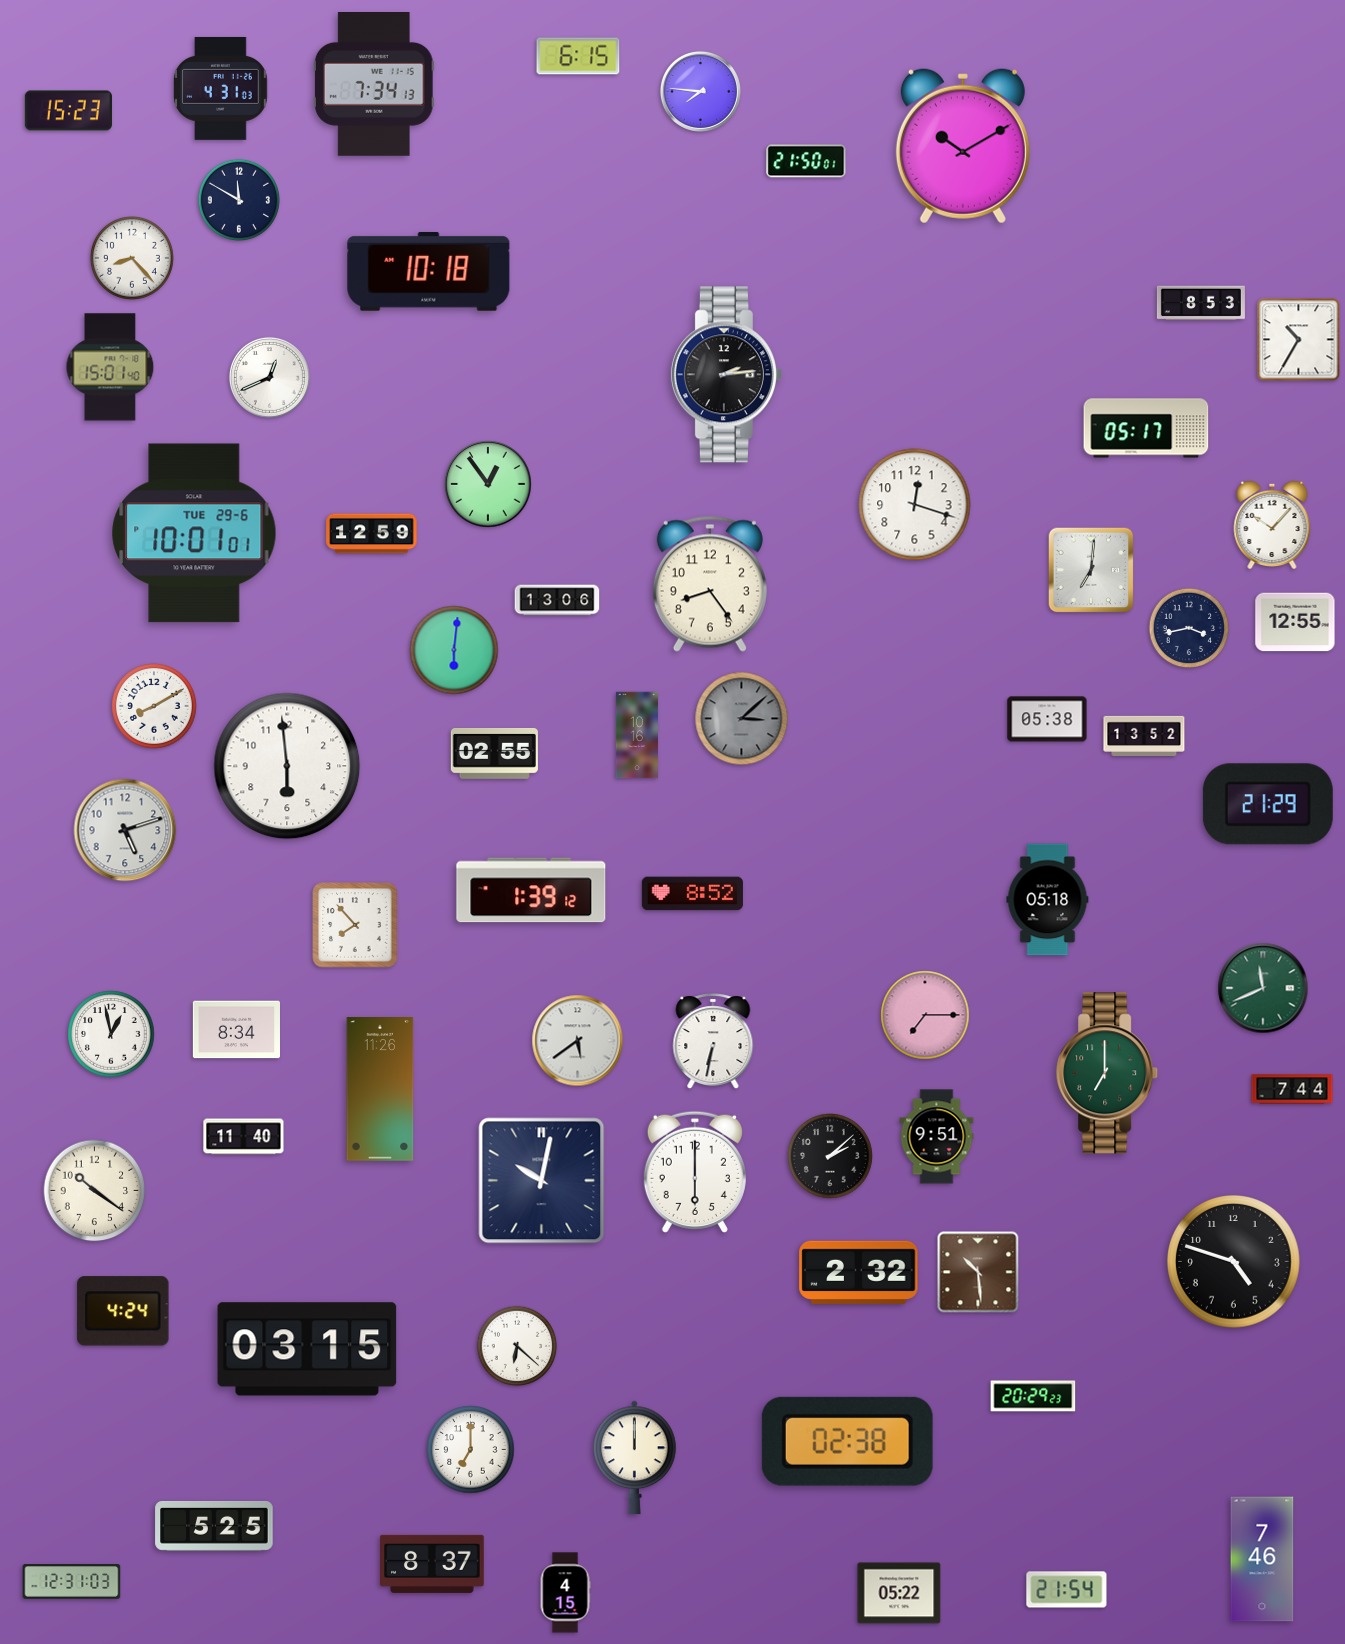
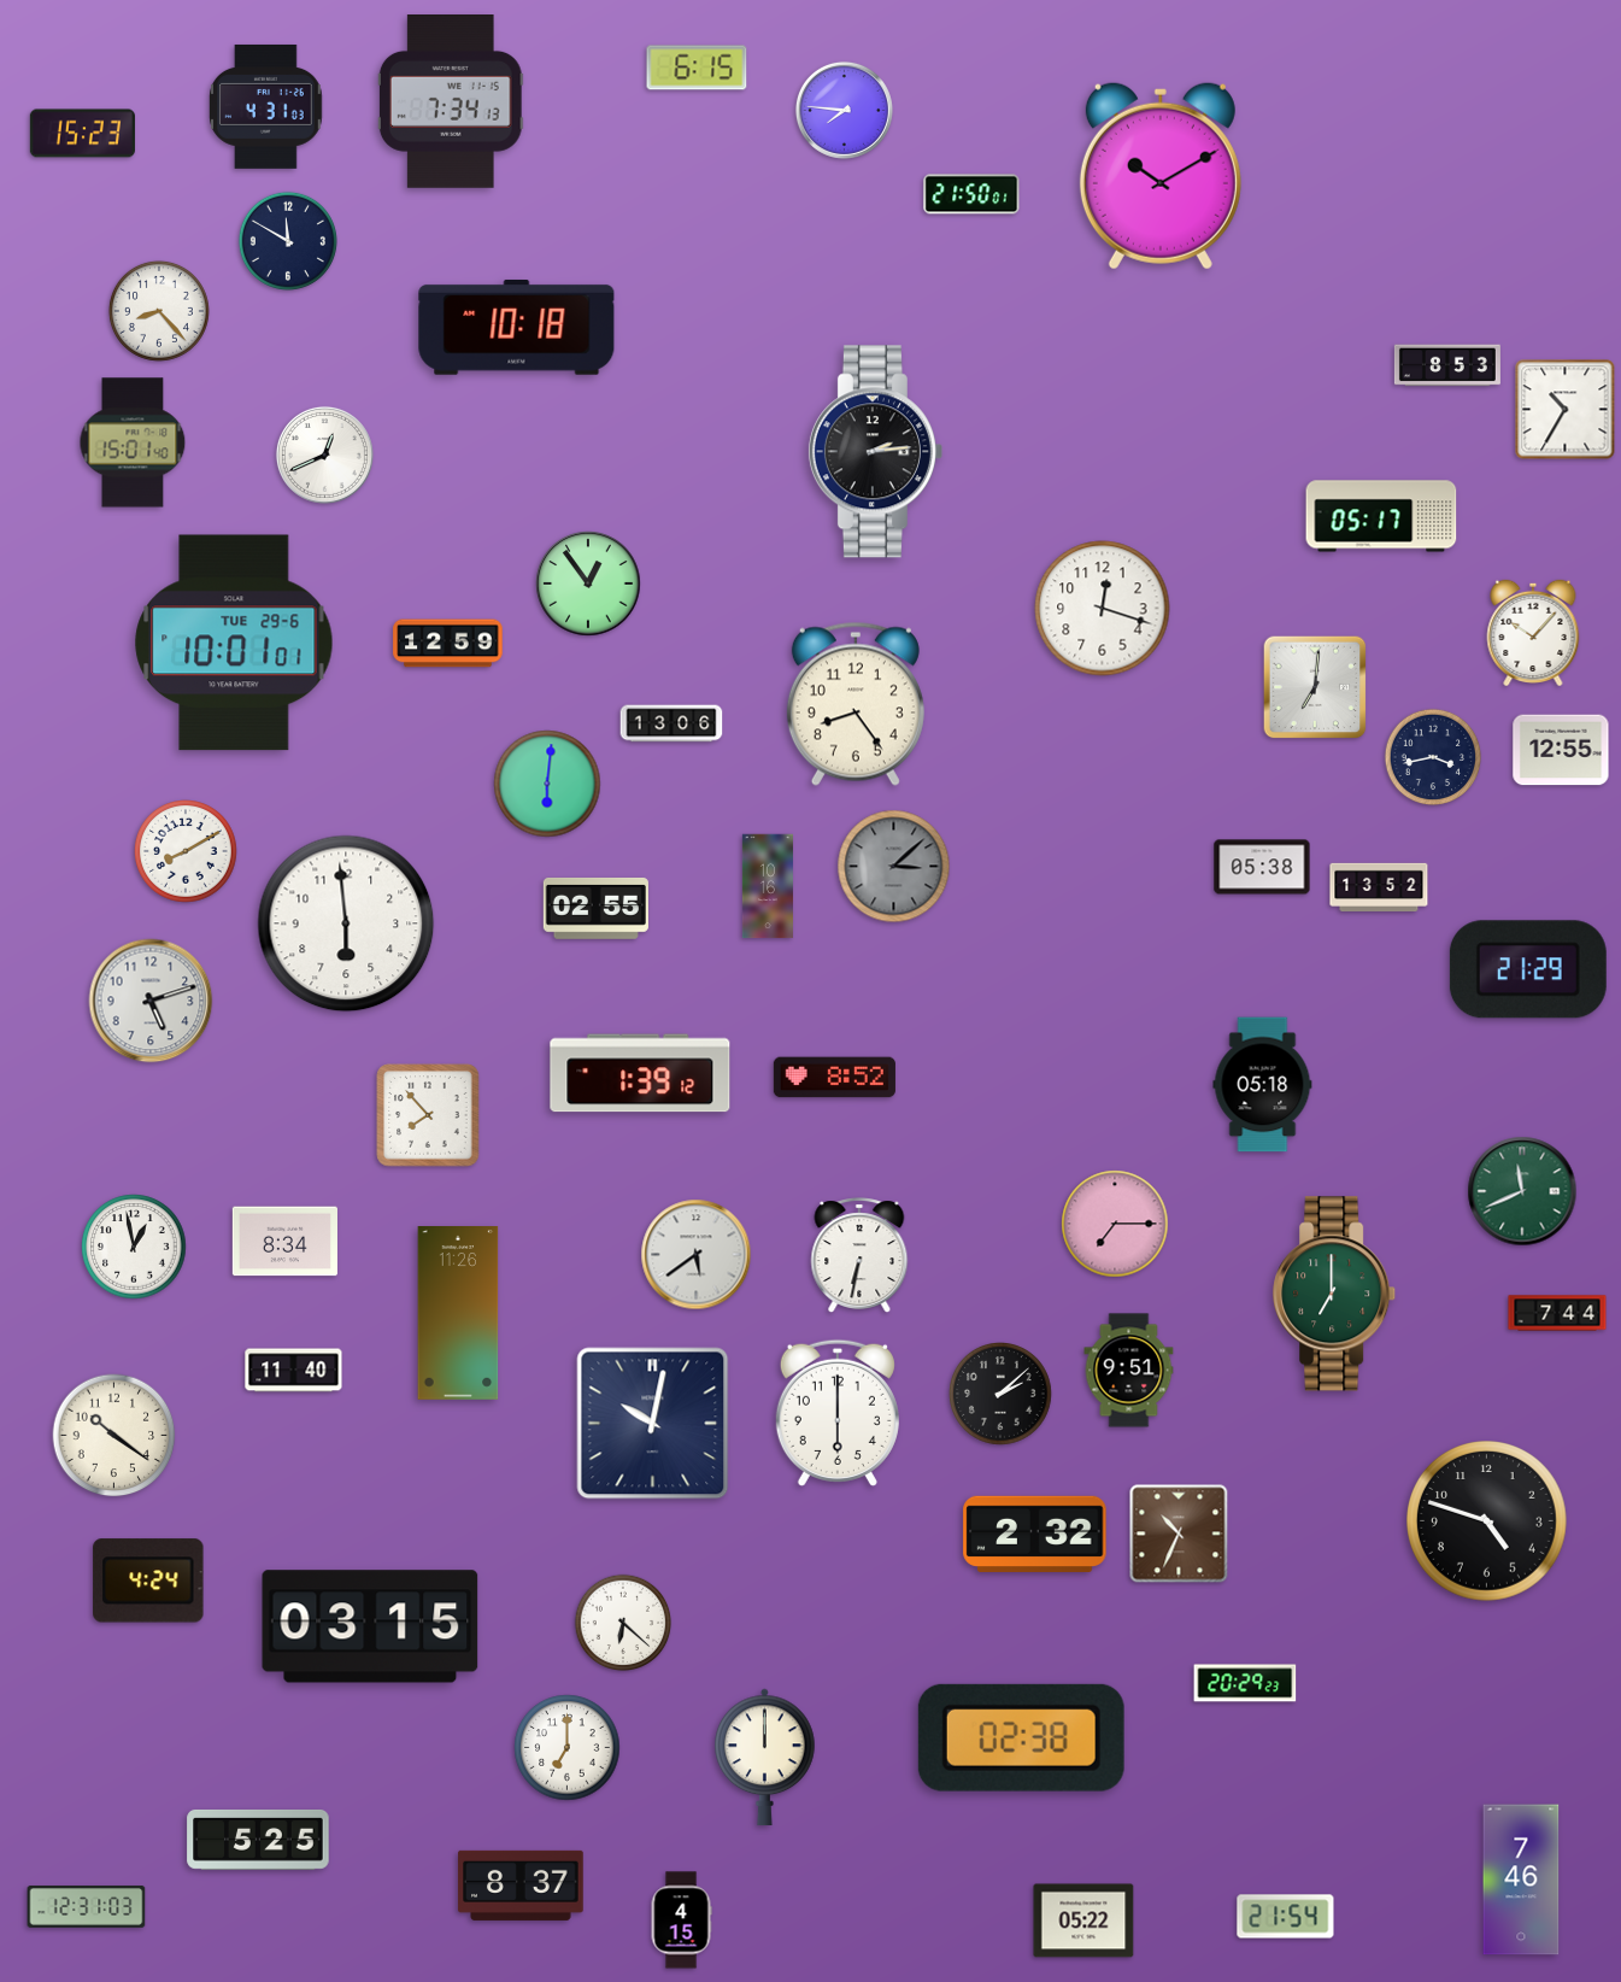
clock at (978, 1272): 10:29 -> 10:34
